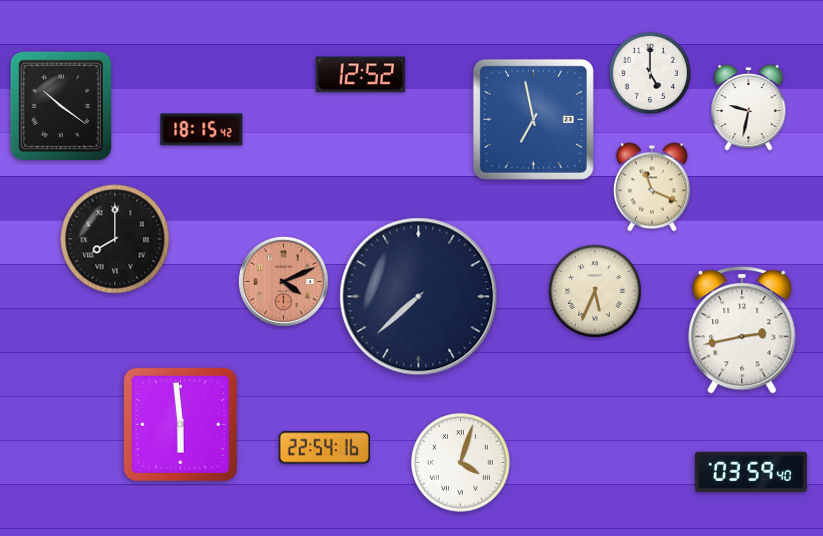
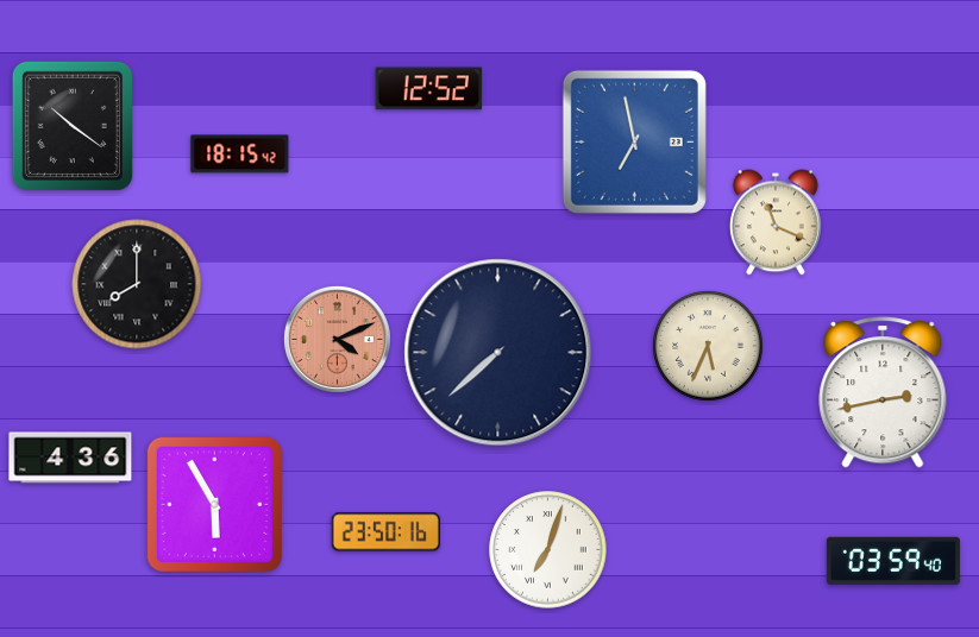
clock at (649, 72): 5:00 -> none
clock at (749, 108): 9:32 -> none
clock at (283, 281) position: (283, 281) -> (337, 339)
clock at (70, 458): none -> 4:36
clock at (180, 424): 5:59 -> 5:55
clock at (324, 448): 22:54 -> 23:50
clock at (461, 463): 4:03 -> 7:03
